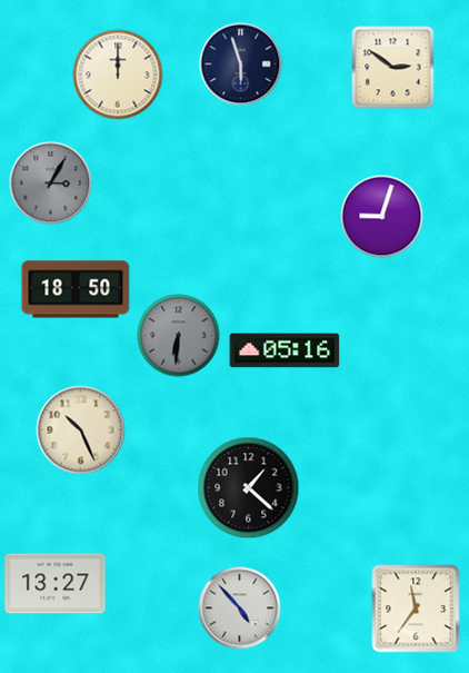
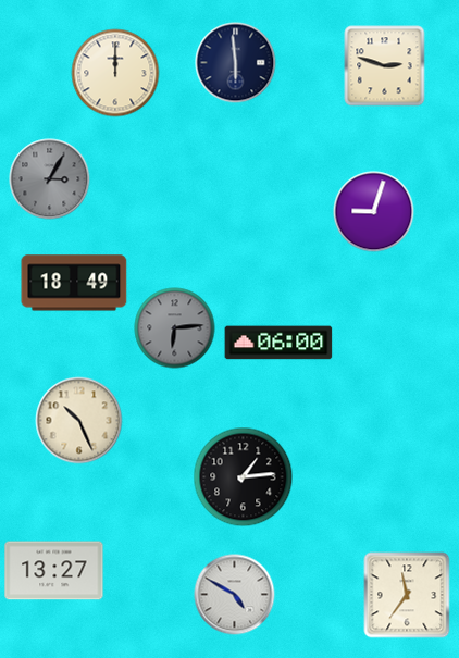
clock at (241, 65): 5:57 -> 5:59
clock at (393, 68): 2:51 -> 2:48
clock at (76, 289): 18:50 -> 18:49
clock at (179, 336): 6:31 -> 6:14
clock at (285, 350): 05:16 -> 06:00
clock at (249, 488): 1:22 -> 1:14
clock at (240, 608): 4:53 -> 4:50
